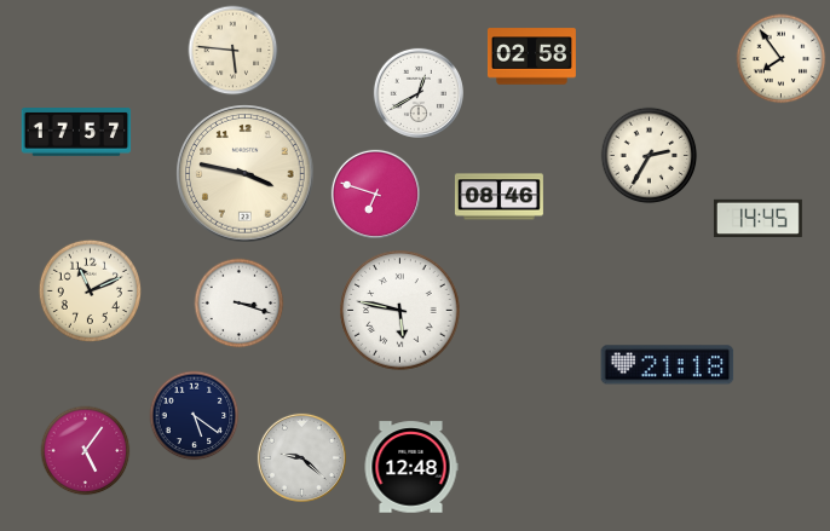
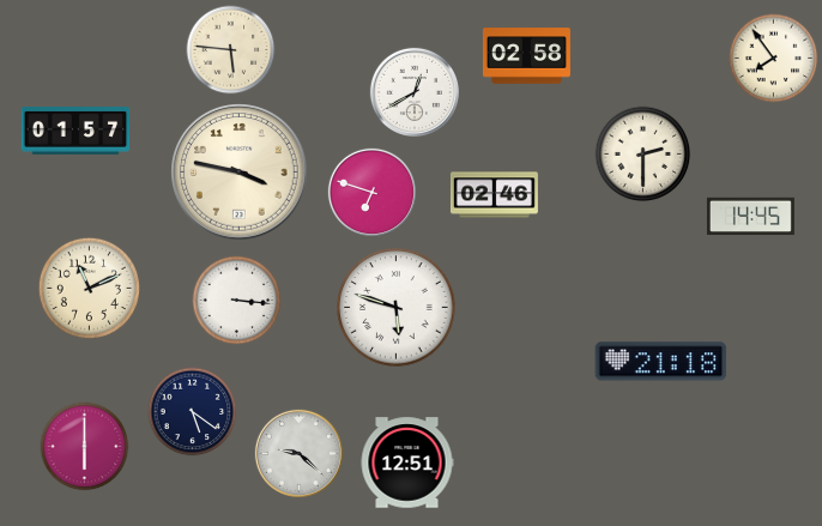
clock at (76, 133): 17:57 -> 01:57
clock at (650, 156): 2:35 -> 2:30
clock at (246, 174) position: (246, 174) -> (240, 173)
clock at (498, 197): 08:46 -> 02:46
clock at (240, 304): 3:18 -> 3:16
clock at (400, 311): 5:47 -> 5:48
clock at (86, 451): 5:06 -> 6:00
clock at (411, 467): 12:48 -> 12:51
